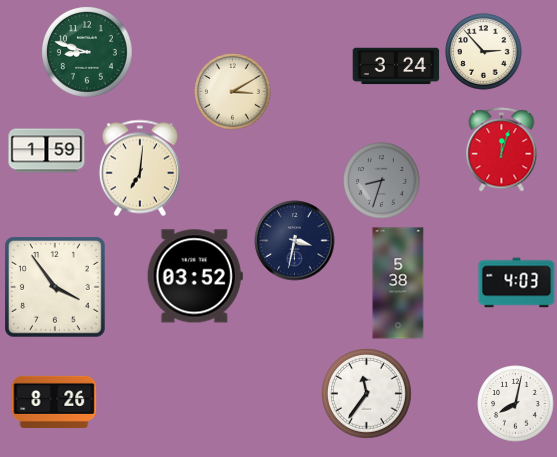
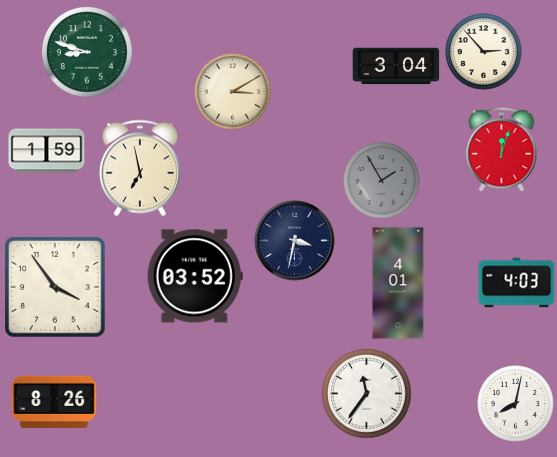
clock at (396, 66): 3:24 -> 3:04
clock at (140, 168): 7:01 -> 6:58
clock at (382, 181): 8:33 -> 1:55
clock at (398, 283): 5:38 -> 4:01
